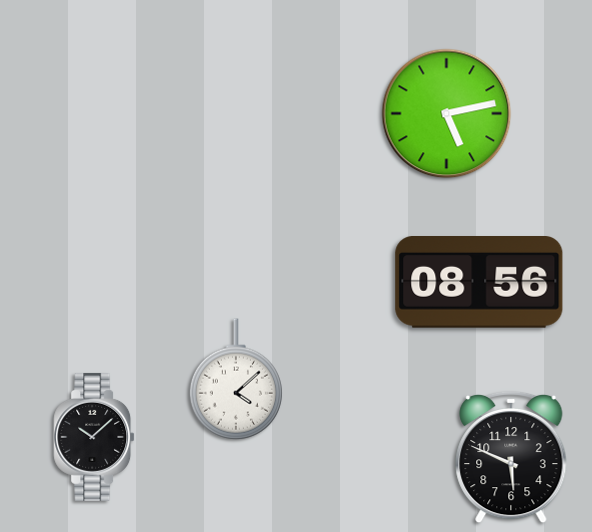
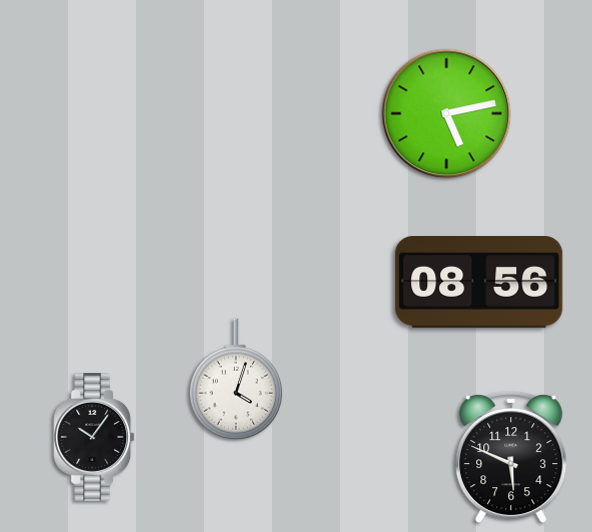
clock at (236, 379): 4:08 -> 4:03
clock at (94, 437): 10:08 -> 10:06
